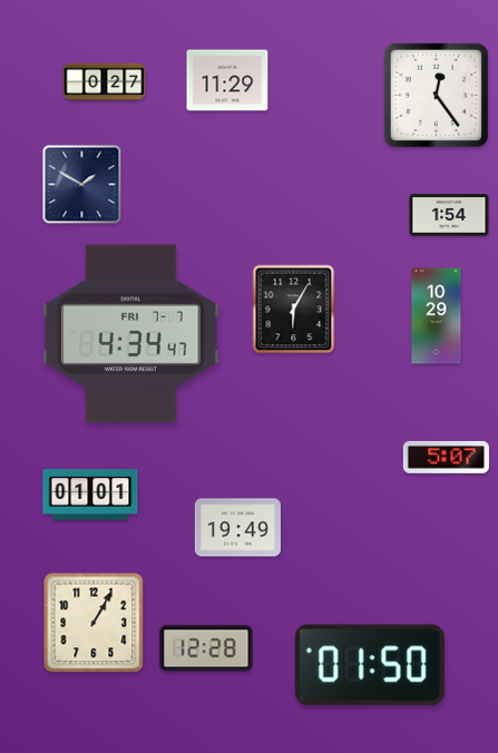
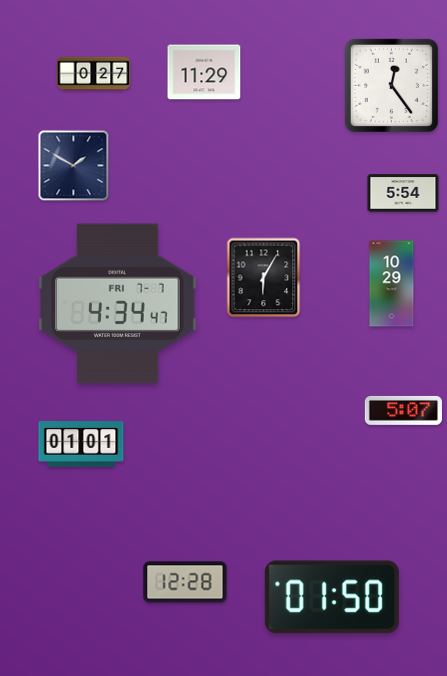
clock at (449, 215): 1:54 -> 5:54
clock at (131, 334) position: (131, 334) -> (118, 304)
clock at (446, 457) position: (446, 457) -> (403, 410)
clock at (237, 528): 19:49 -> none
clock at (94, 623): 1:05 -> none
